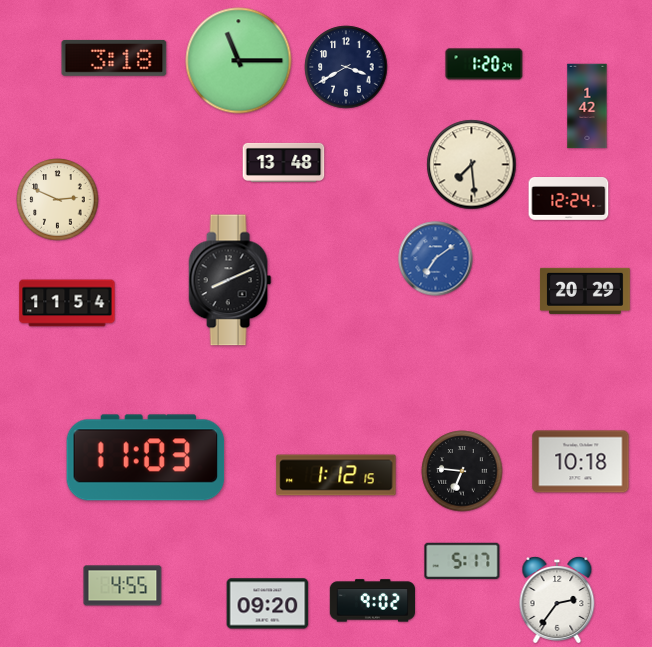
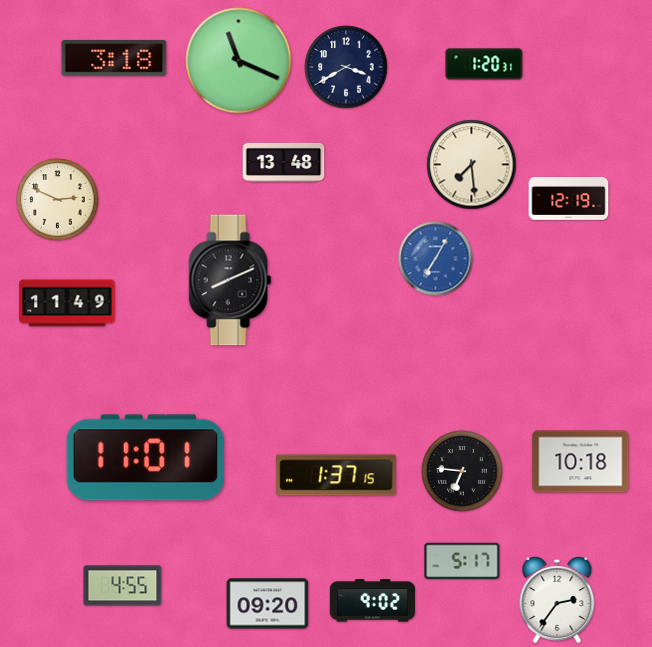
clock at (239, 61): 11:15 -> 11:19
clock at (484, 64): 1:20:24 -> 1:20:31
clock at (587, 106): 1:42 -> none
clock at (569, 199): 12:24 -> 12:19
clock at (436, 259): 7:09 -> 7:05
clock at (585, 291): 20:29 -> none
clock at (67, 303): 11:54 -> 11:49
clock at (146, 458): 11:03 -> 11:01
clock at (336, 475): 1:12 -> 1:37
